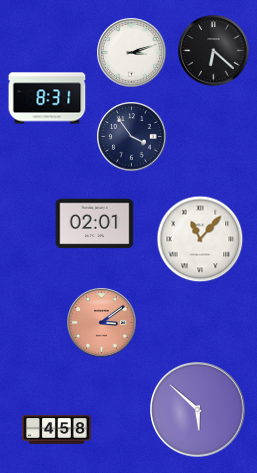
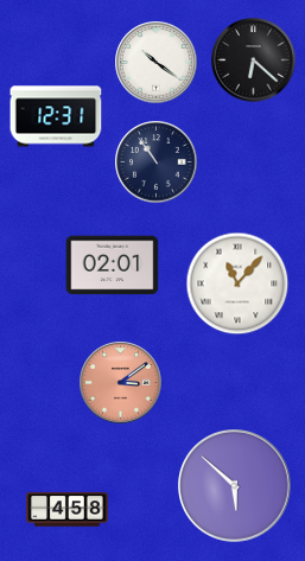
clock at (132, 53): 3:12 -> 10:21
clock at (47, 98): 8:31 -> 12:31
clock at (132, 137): 3:54 -> 10:54
